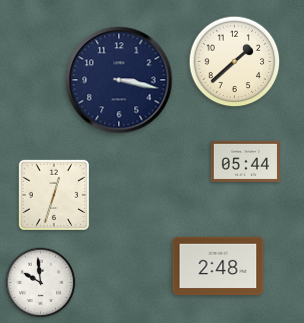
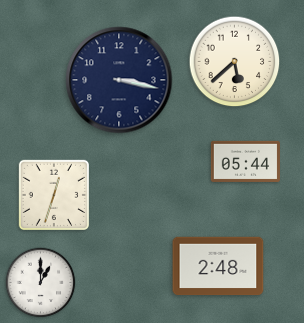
clock at (235, 62): 1:38 -> 5:38
clock at (41, 283): 9:59 -> 1:00
